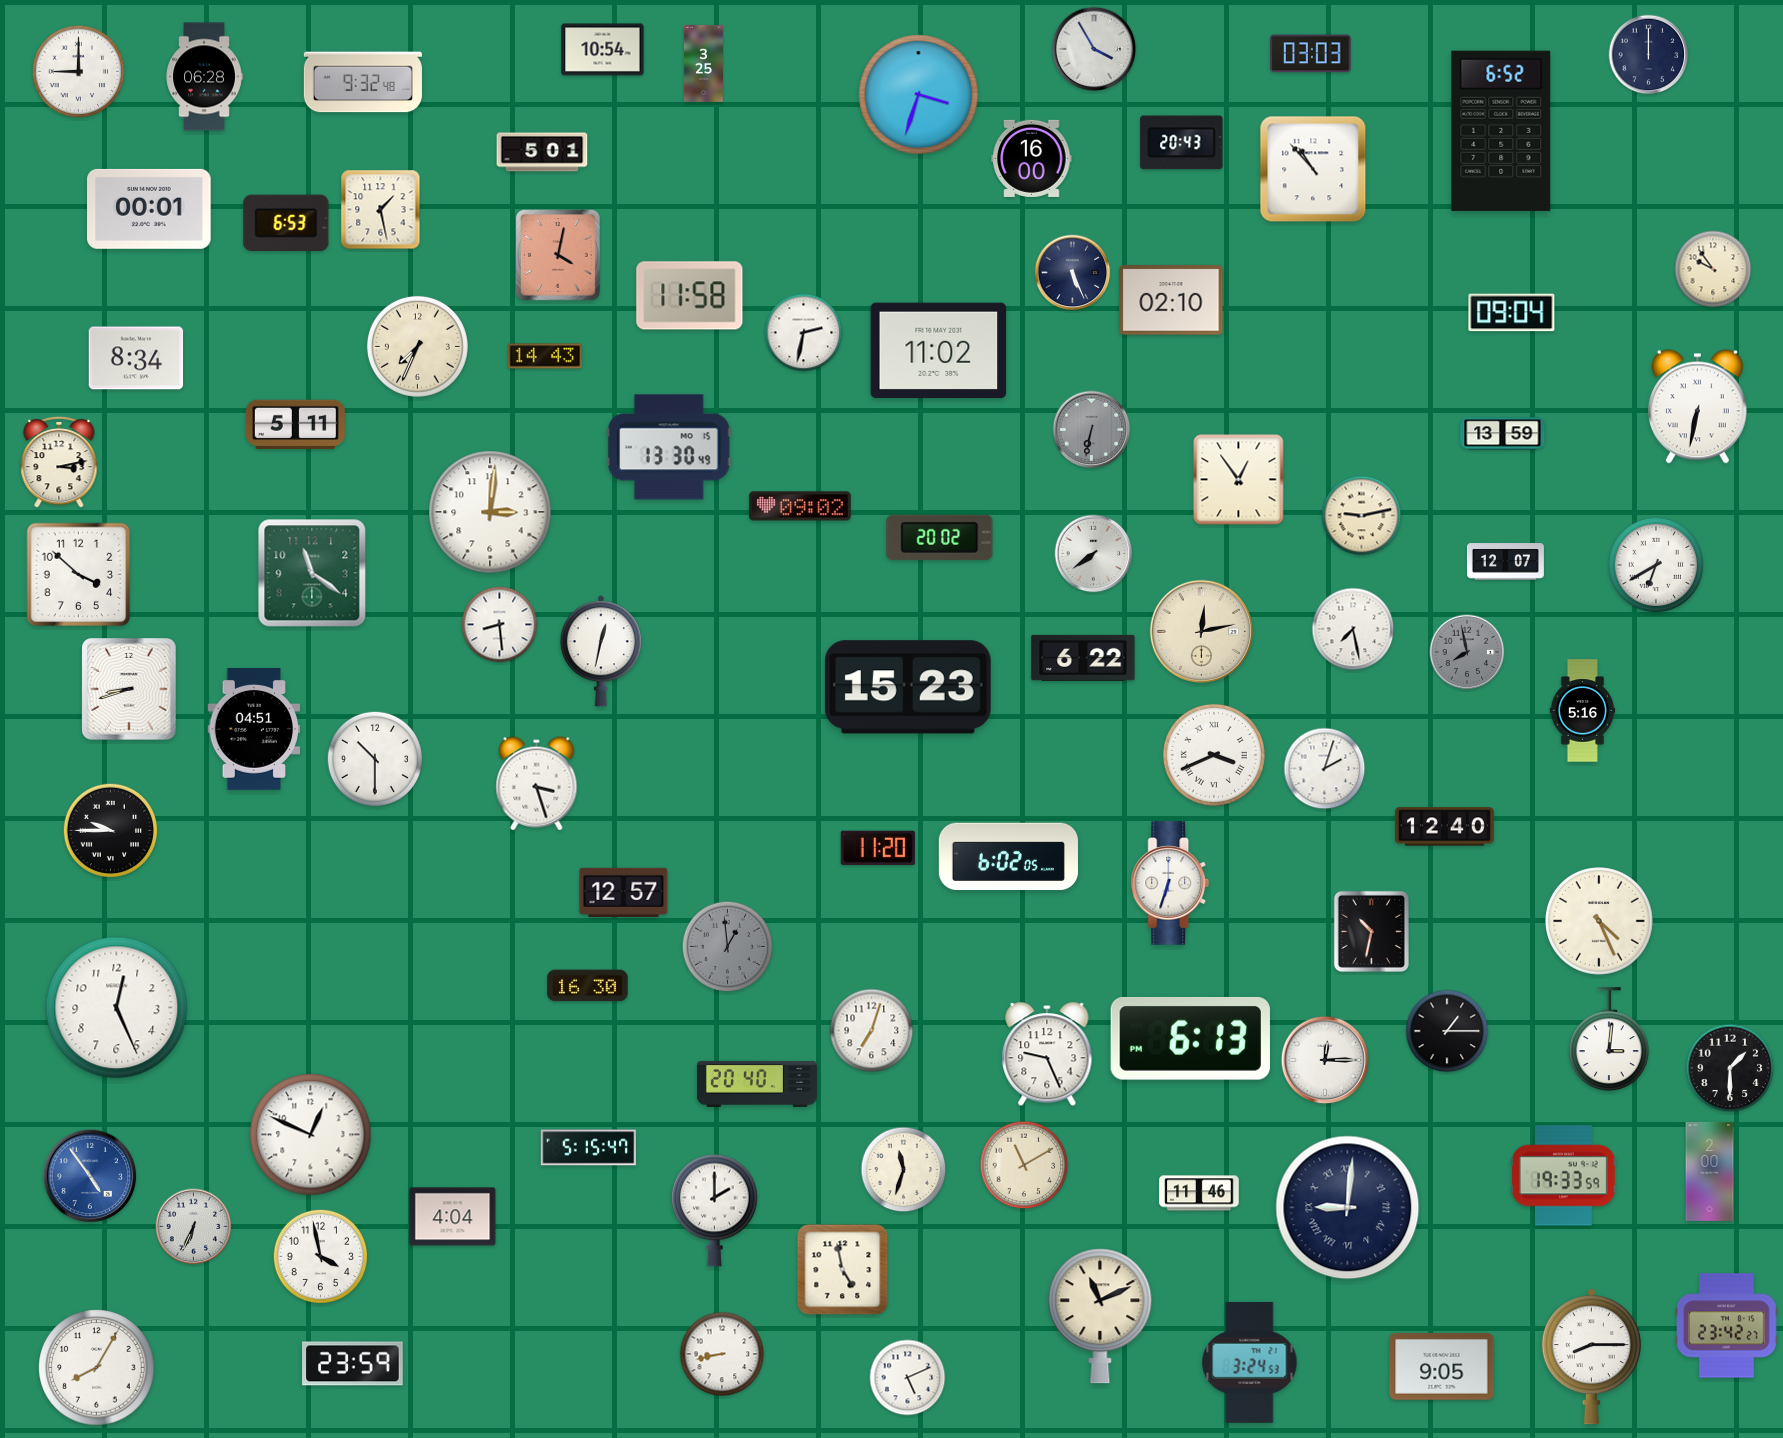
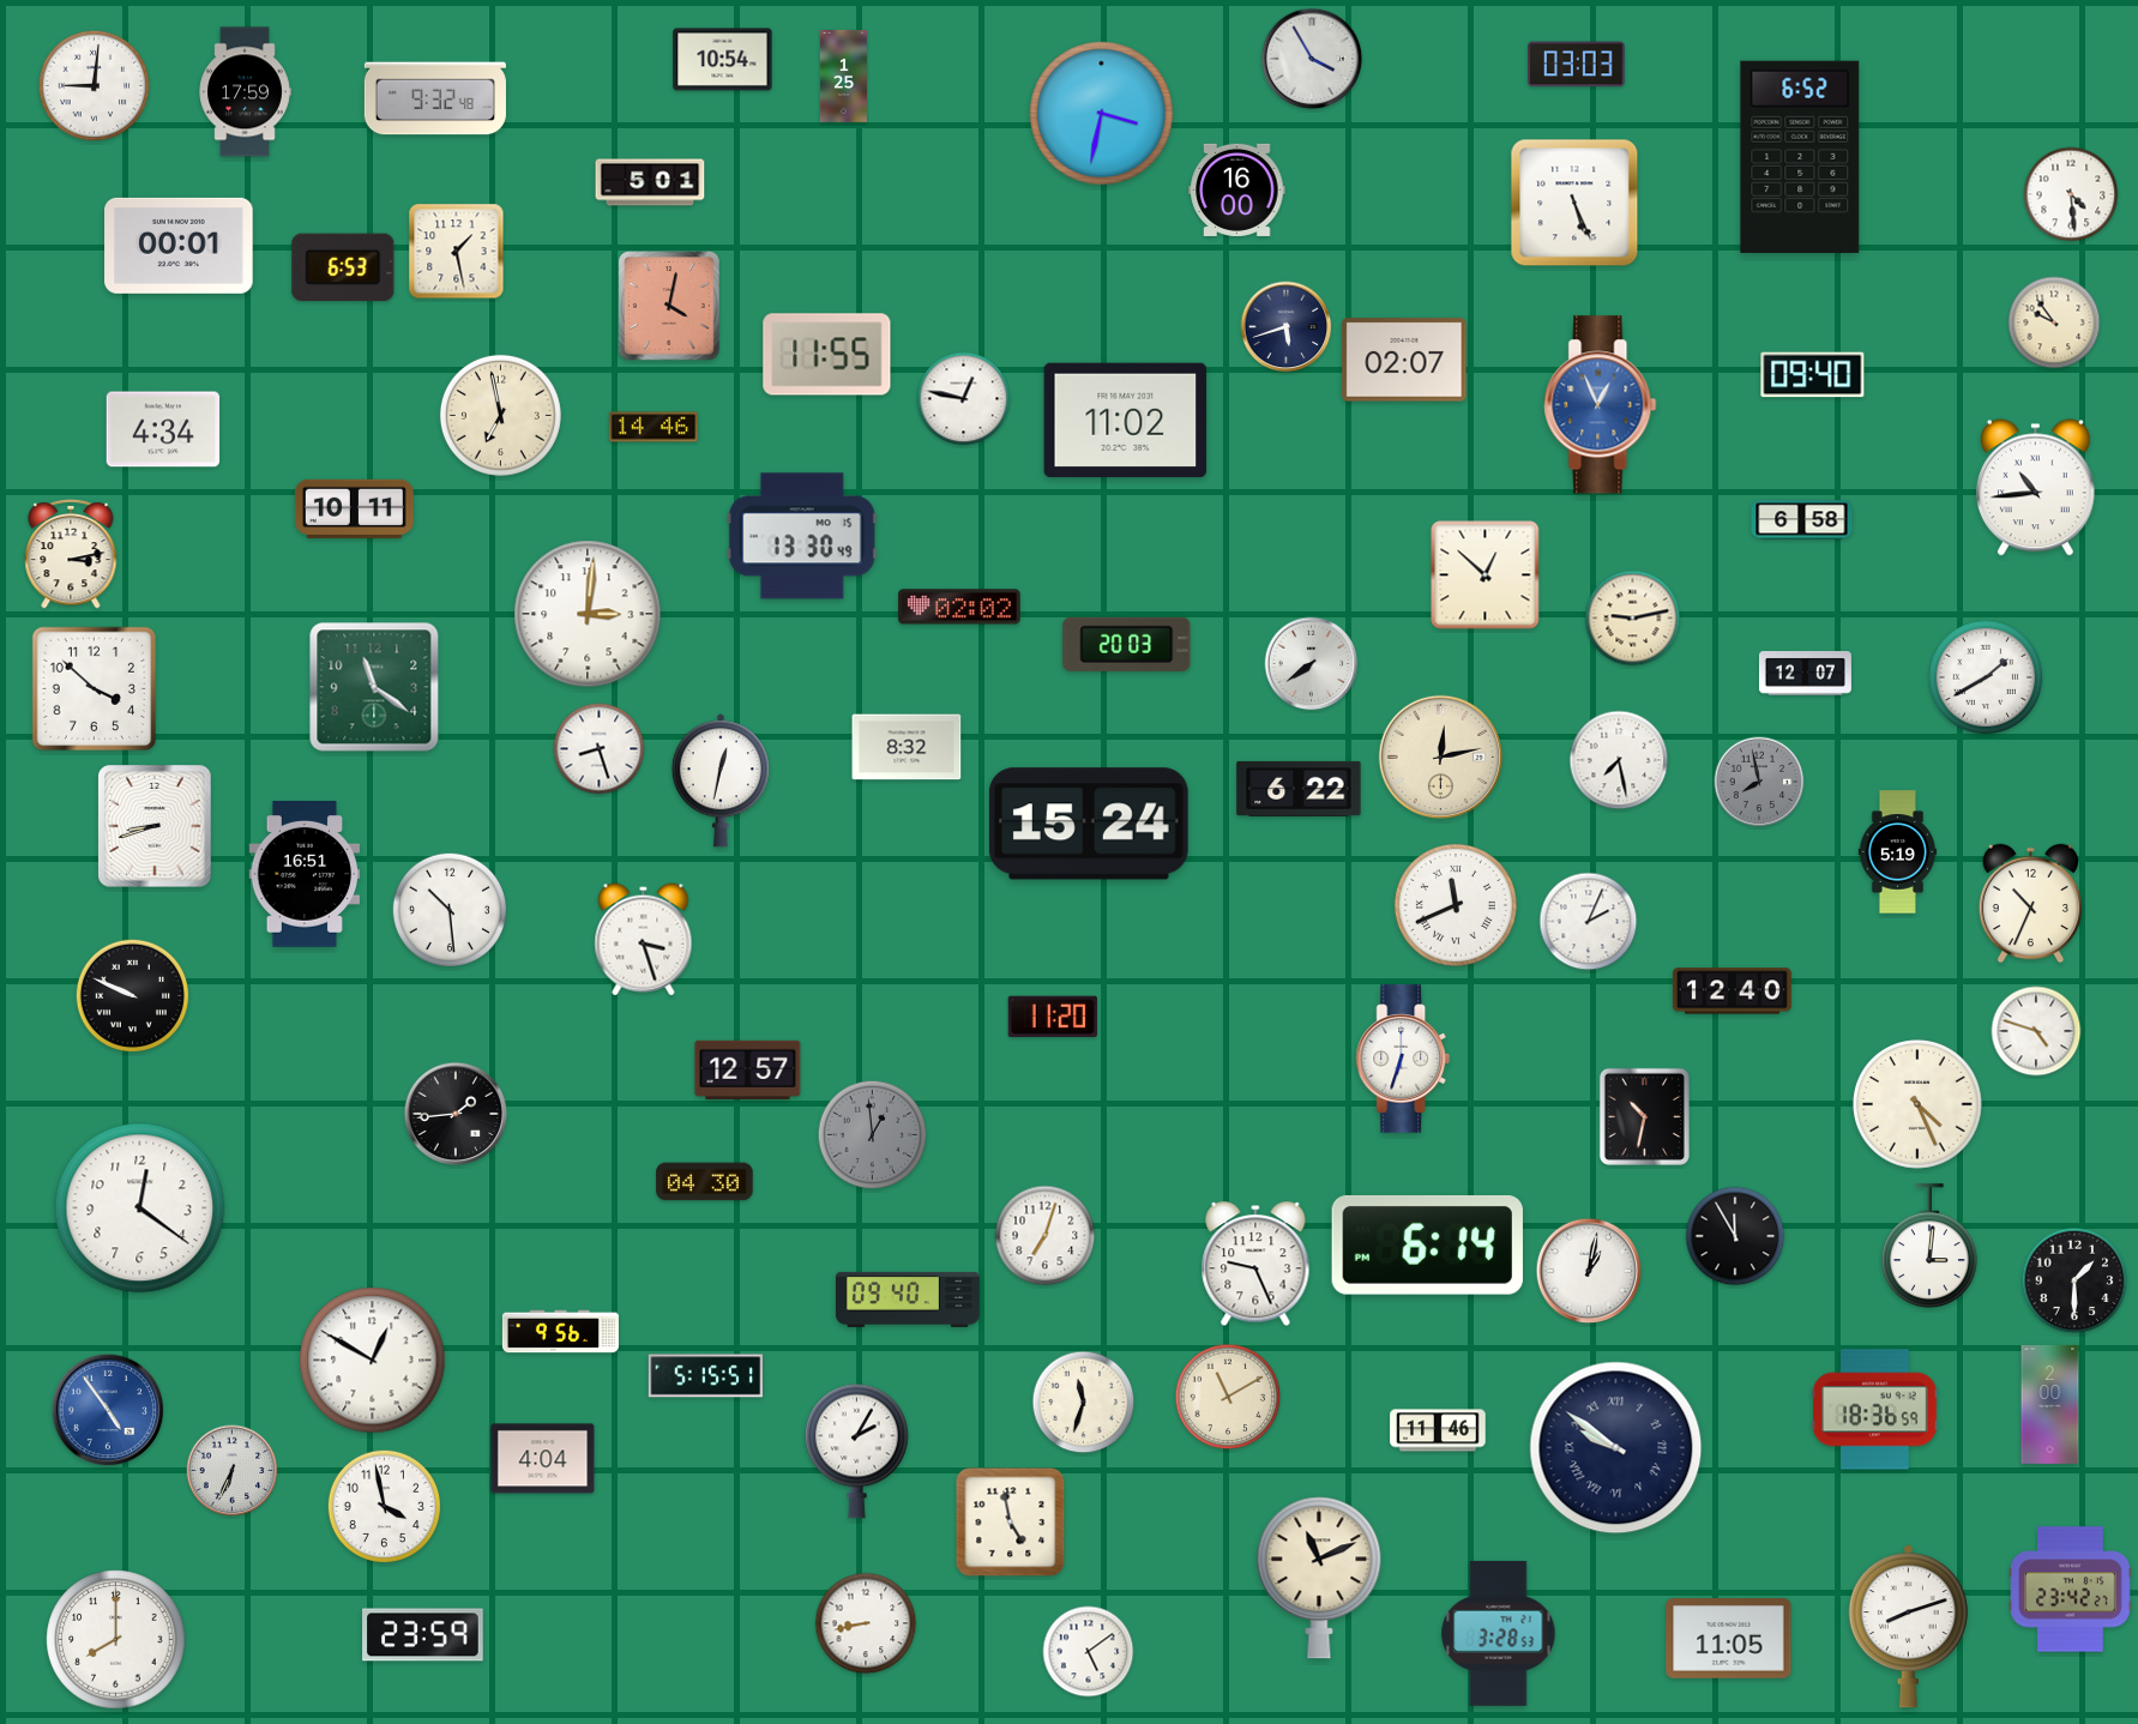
clock at (1311, 54) position: (1311, 54) -> (1577, 65)
clock at (1649, 55): 12:00 -> none
clock at (703, 63): 3:25 -> 1:25
clock at (79, 72): 9:00 -> 9:01
clock at (204, 77): 06:28 -> 17:59
clock at (919, 95): 3:33 -> 3:32
clock at (1182, 143): 20:43 -> none
clock at (2071, 194): none -> 4:29
clock at (1313, 169): 10:53 -> 5:26
clock at (149, 209) position: (149, 209) -> (179, 246)
clock at (1073, 273): 5:26 -> 5:42
clock at (690, 296): 11:58 -> 11:55
clock at (1171, 300): 02:10 -> 02:07
clock at (1512, 313): 09:04 -> 09:40
clock at (804, 333): 2:32 -> 12:47
clock at (1601, 405): none -> 12:56
clock at (417, 346): 7:34 -> 6:58
clock at (544, 356): 14:43 -> 14:46
clock at (136, 358): 8:34 -> 4:34
clock at (1697, 407): 6:32 -> 10:44
clock at (295, 424): 5:11 -> 10:11
clock at (1092, 430): 6:32 -> none
clock at (1503, 434): 13:59 -> 6:58
clock at (1239, 480): 12:54 -> 12:52
clock at (800, 506): 09:02 -> 02:02
clock at (940, 537): 20:02 -> 20:03
clock at (1655, 564): 6:40 -> 1:40
clock at (907, 747): none -> 8:32
clock at (500, 625): 8:29 -> 8:27
clock at (1353, 629) position: (1353, 629) -> (1619, 760)
clock at (908, 687): 15:23 -> 15:24
clock at (1583, 711): 5:16 -> 5:19
clock at (254, 730): 04:51 -> 16:51
clock at (2031, 904): none -> 10:34
clock at (1214, 755): 3:41 -> 11:41
clock at (374, 758): 10:30 -> 10:29
clock at (1325, 769): 2:03 -> 2:04
clock at (110, 830): 9:45 -> 9:49
clock at (1008, 857): 6:02 -> none
clock at (2036, 1031): none -> 4:48
clock at (456, 1114): none -> 1:44
clock at (588, 986): 16:30 -> 04:30
clock at (117, 1008): 12:26 -> 12:21
clock at (1447, 1031): 1:15 -> 11:55
clock at (1190, 1038): 6:13 -> 6:14
clock at (1325, 1060): 12:15 -> 1:02
clock at (757, 1084): 20:40 -> 09:40
clock at (560, 1332): none -> 9:56
clock at (311, 1135): 12:49 -> 12:50
clock at (588, 1148): 5:15:47 -> 5:15:51
clock at (1564, 1176): 19:33 -> 18:36
clock at (1348, 1208): 9:01 -> 9:51
clock at (715, 1210): 2:00 -> 2:05
clock at (1591, 1357): 8:15 -> 8:12
clock at (1250, 1362): 3:24 -> 3:28
clock at (1442, 1367): 9:05 -> 11:05
clock at (97, 1368): 8:05 -> 8:00
clock at (908, 1378): 5:11 -> 5:09
